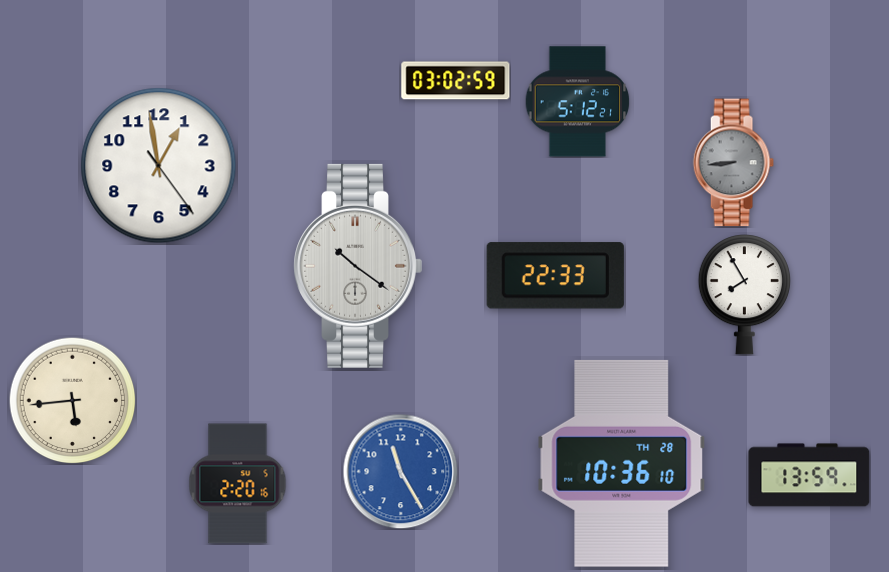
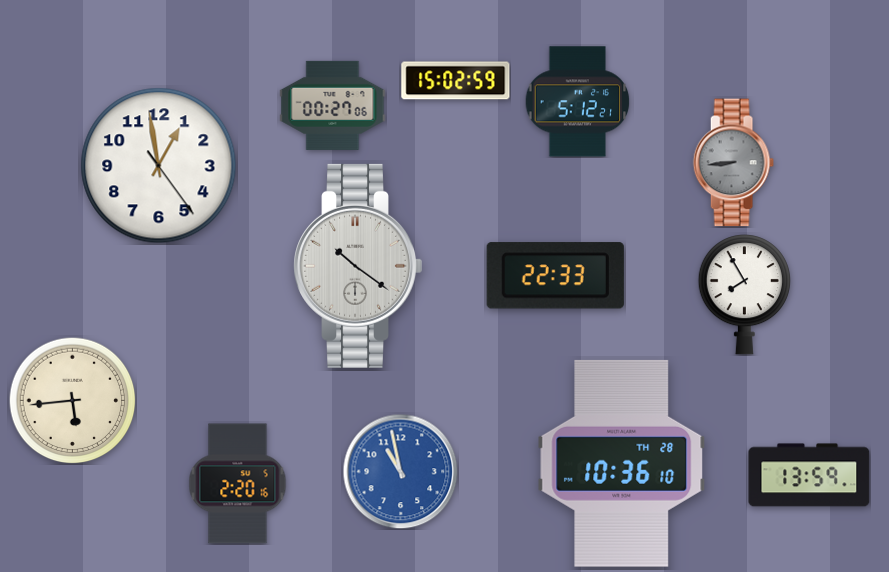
clock at (456, 81): 03:02 -> 15:02
clock at (333, 105): none -> 00:27
clock at (400, 471): 11:25 -> 10:58
